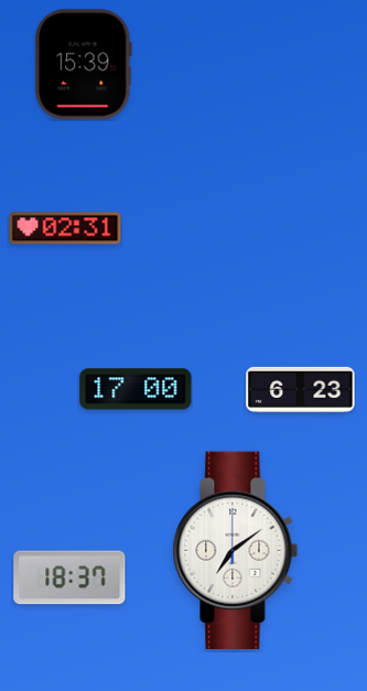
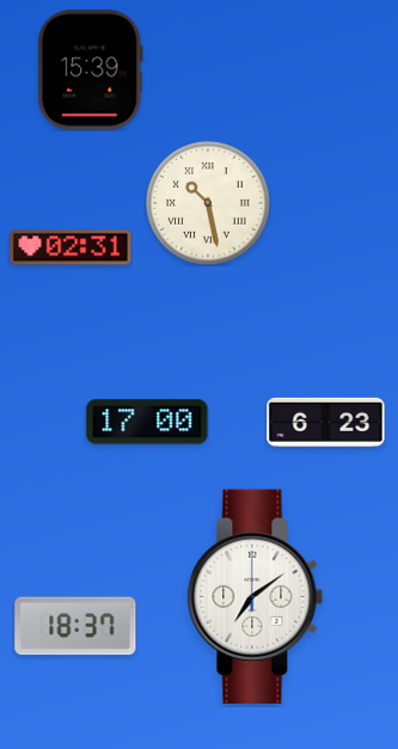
clock at (208, 203): none -> 10:28
